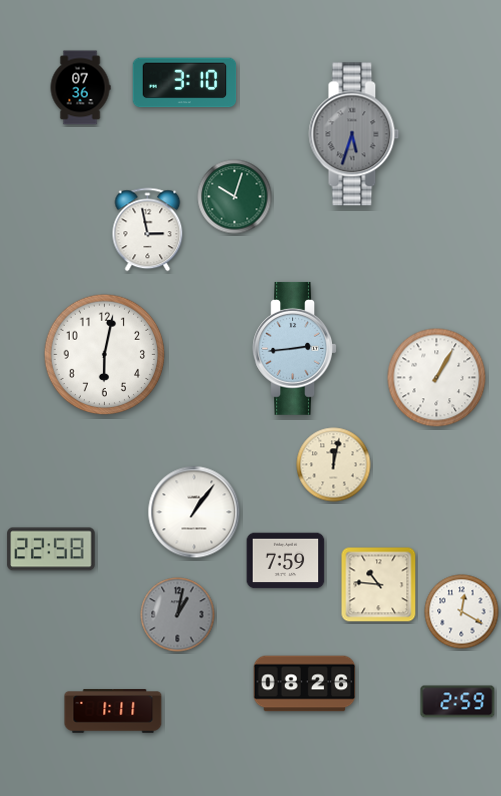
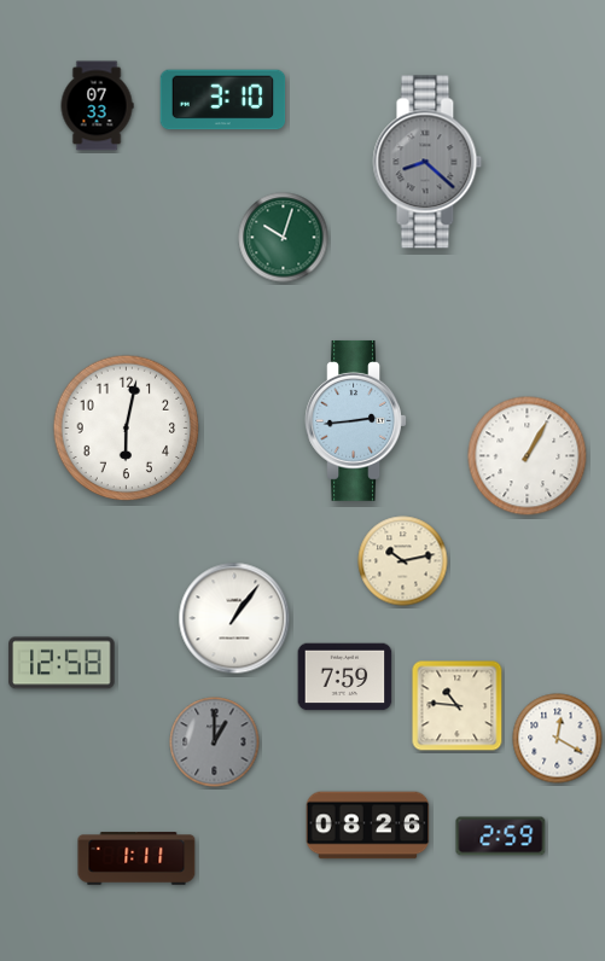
clock at (80, 88): 07:36 -> 07:33
clock at (354, 134): 5:33 -> 8:22
clock at (148, 230): 2:58 -> none
clock at (334, 465): 12:02 -> 10:13
clock at (51, 549): 22:58 -> 12:58
clock at (178, 615): 1:02 -> 1:00
clock at (458, 702) position: (458, 702) -> (501, 837)
